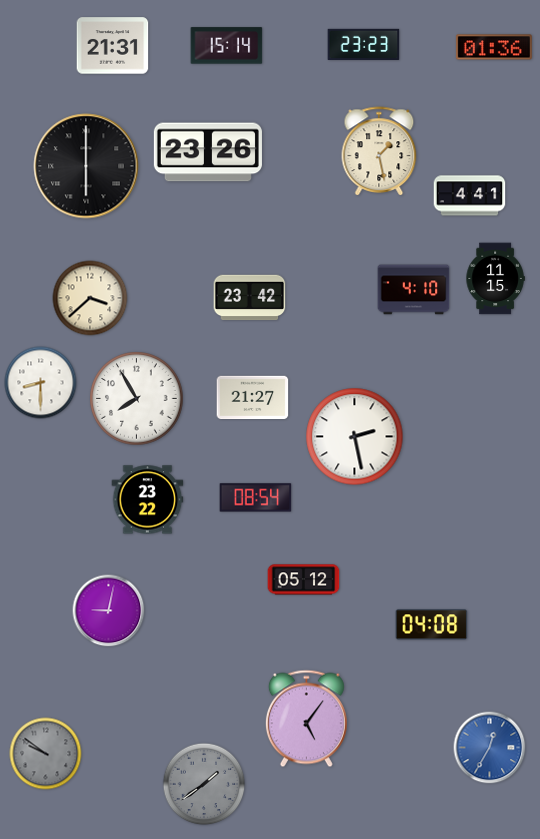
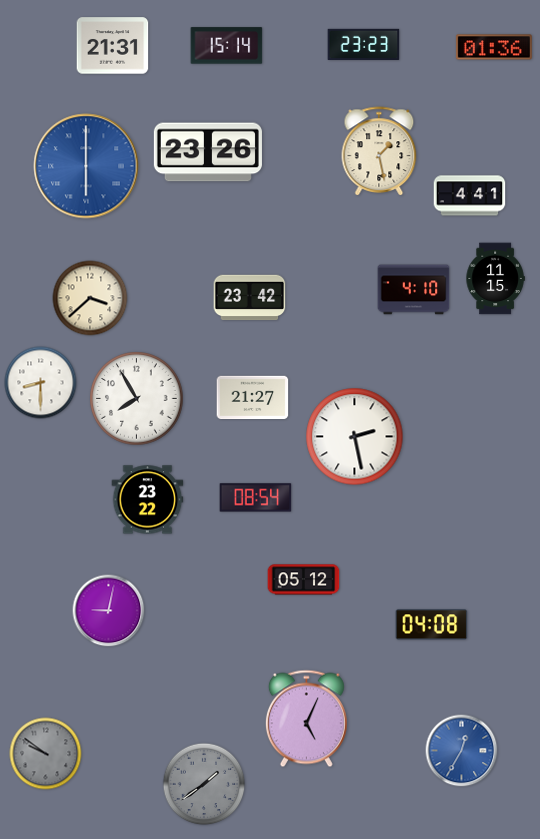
clock at (86, 166) dial: black -> blue
clock at (306, 719): 5:06 -> 5:04
clock at (490, 748) position: (490, 748) -> (462, 751)
